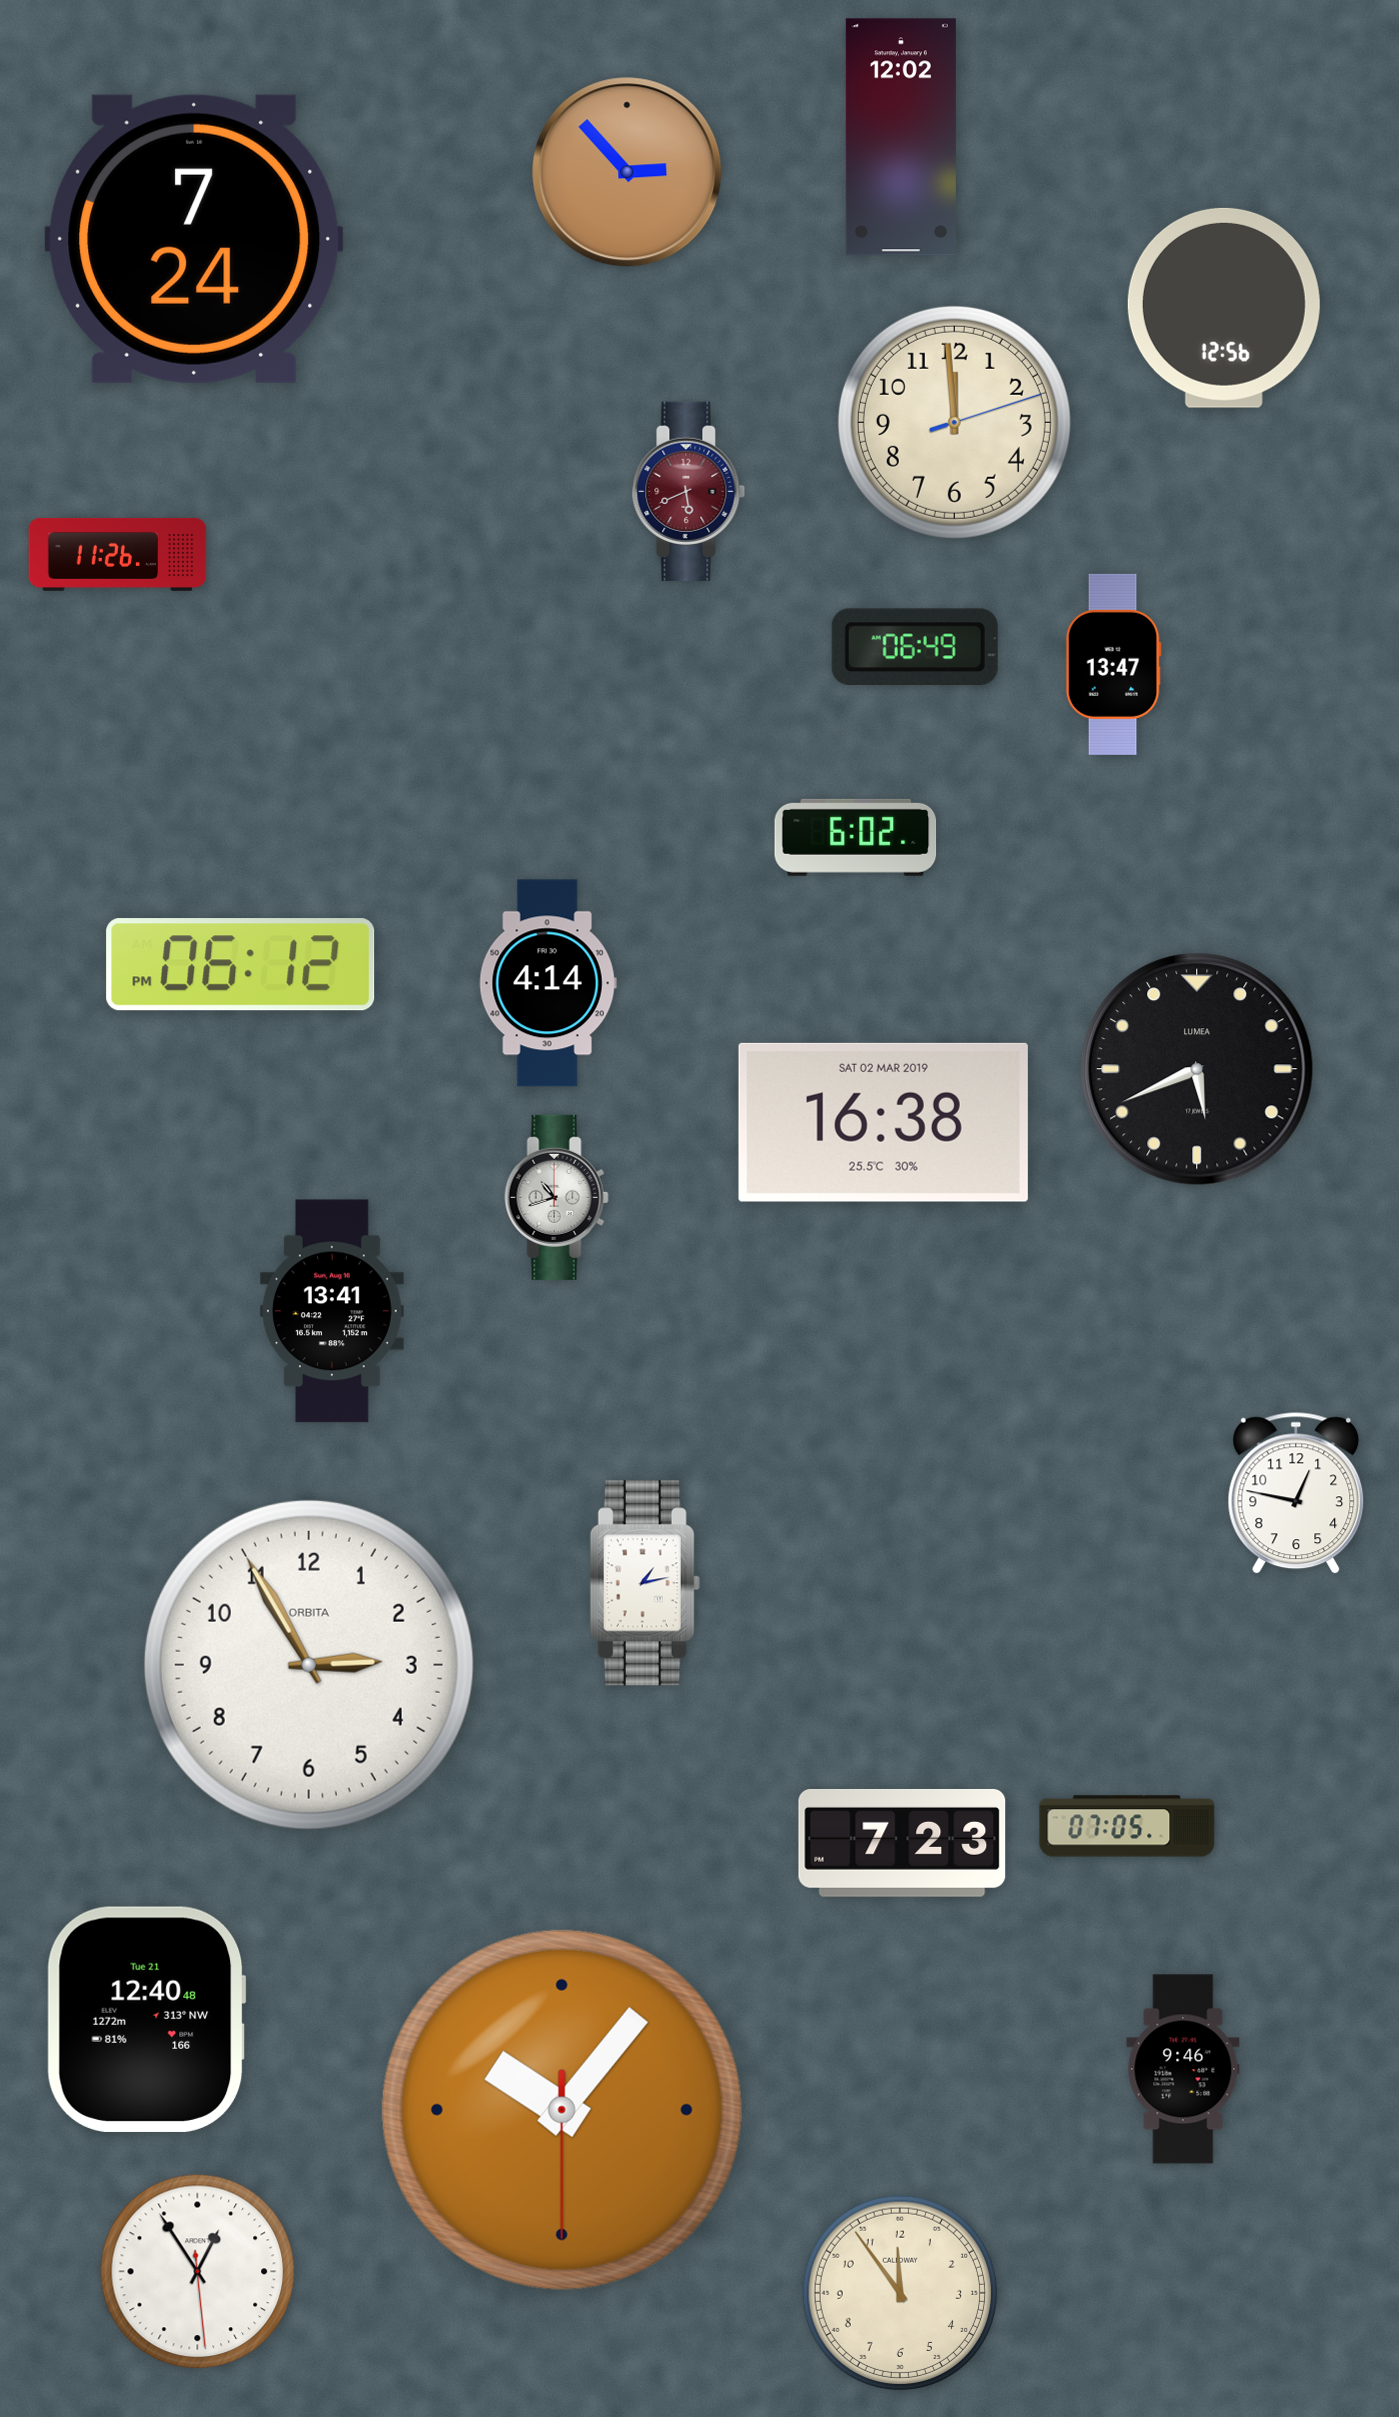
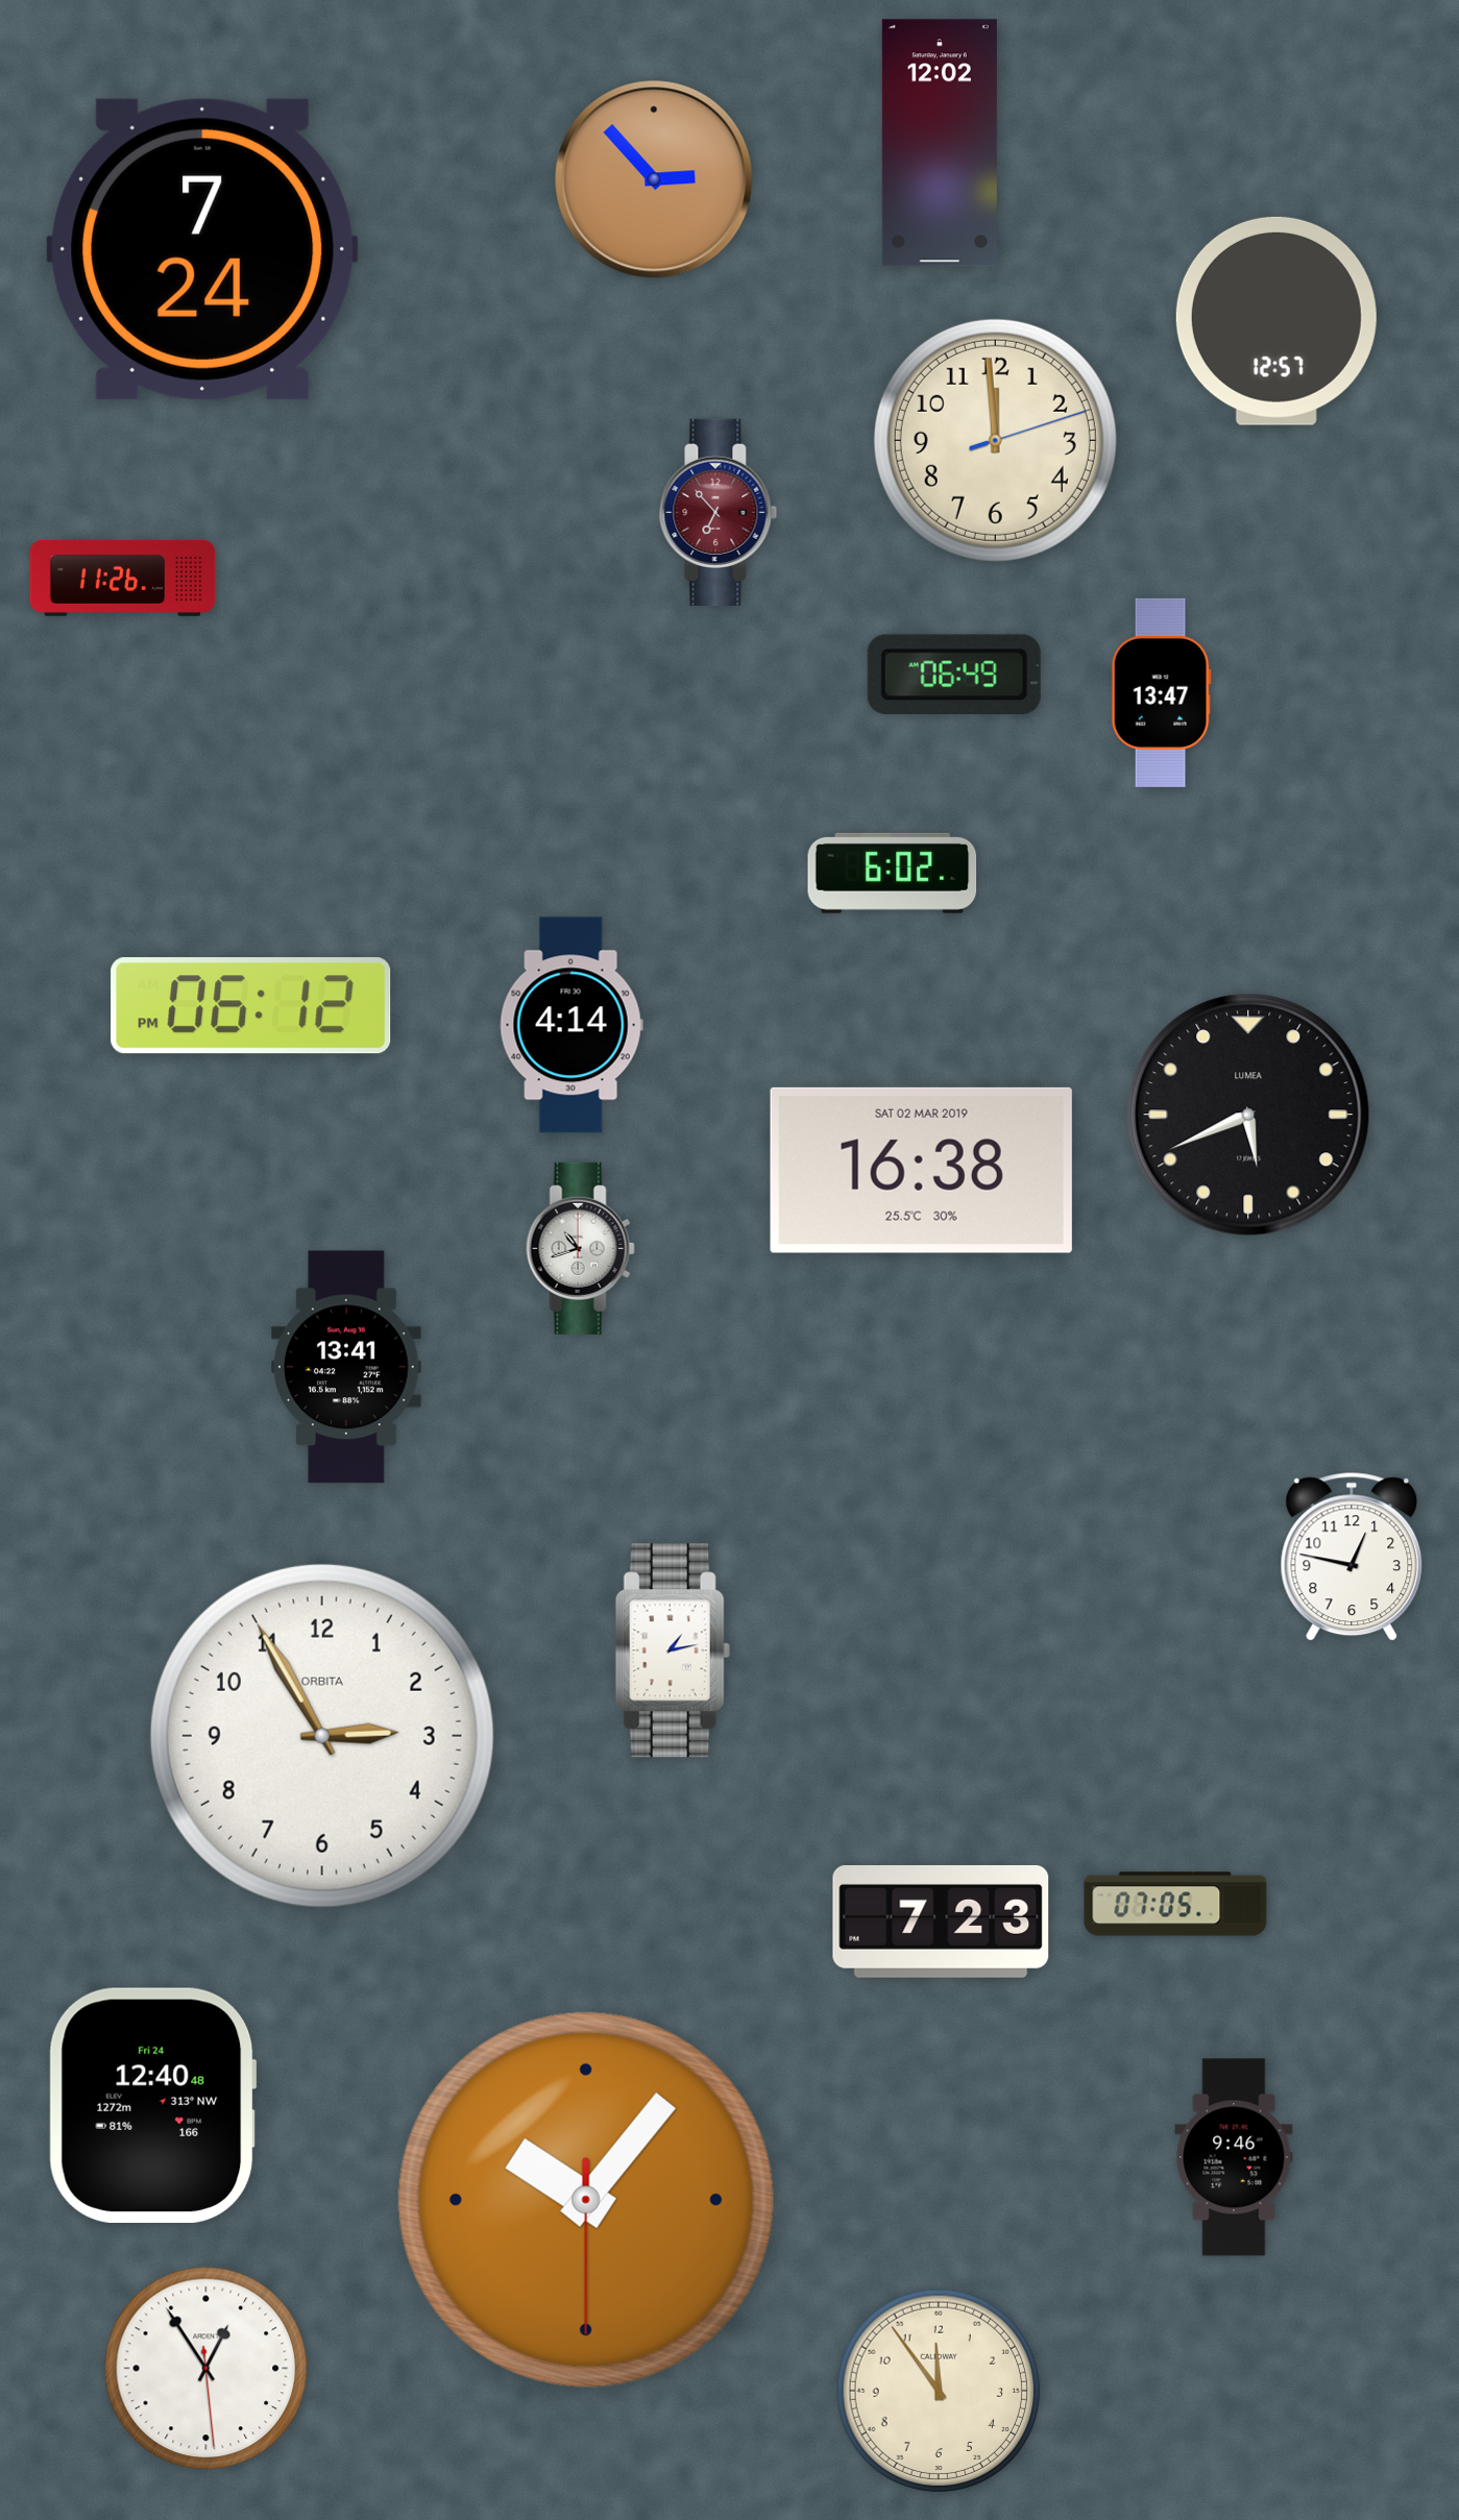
clock at (1224, 308): 12:56 -> 12:57
clock at (689, 491): 5:41 -> 6:53
clock at (146, 2019) date: Tue 21 -> Fri 24
